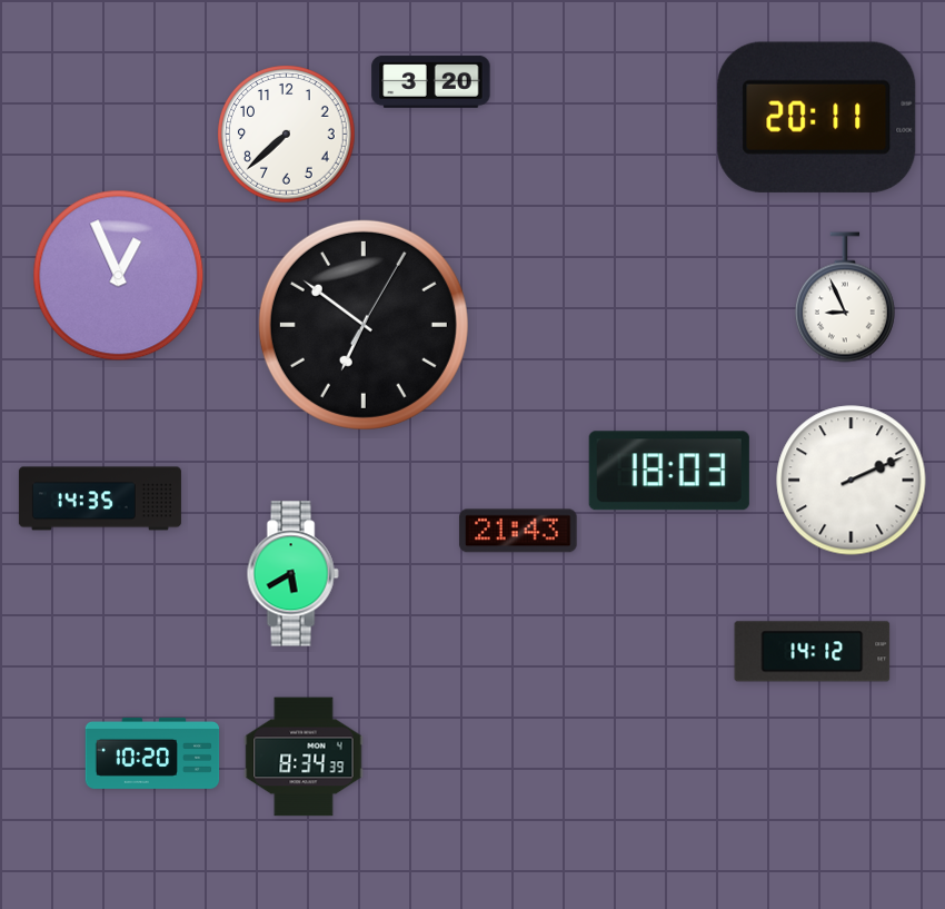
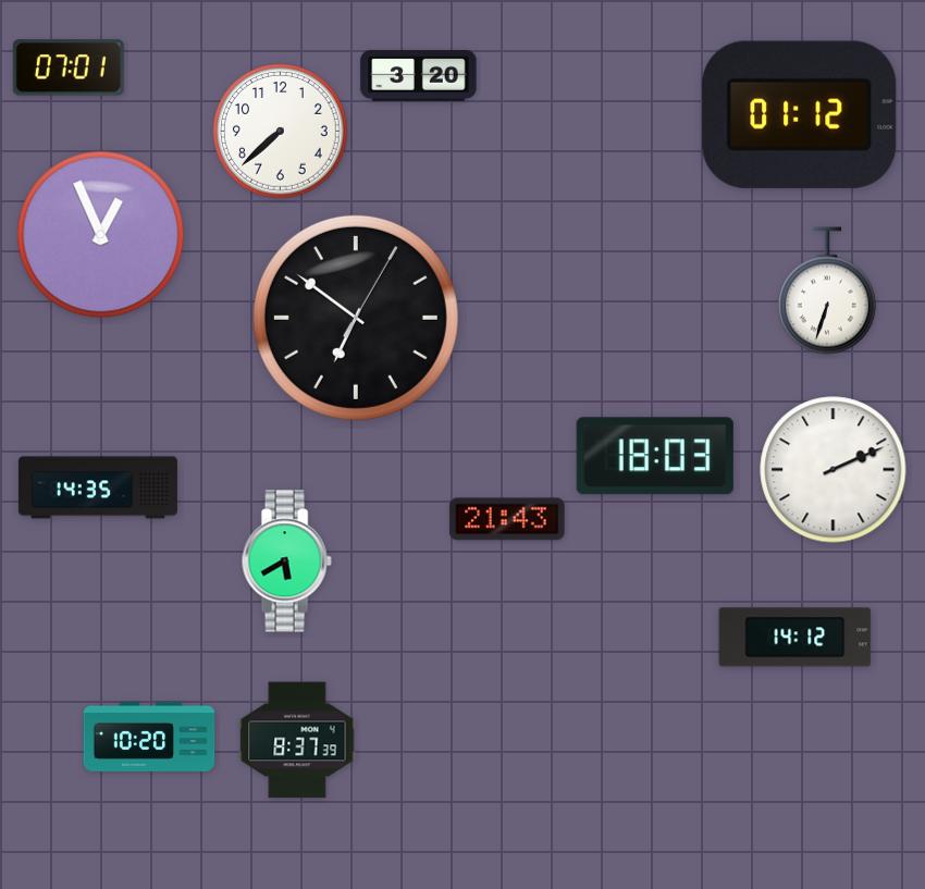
clock at (69, 67): none -> 07:01
clock at (431, 81) position: (431, 81) -> (419, 75)
clock at (817, 117): 20:11 -> 01:12
clock at (119, 276) position: (119, 276) -> (101, 235)
clock at (845, 297): 8:56 -> 6:33
clock at (669, 471) position: (669, 471) -> (655, 456)
clock at (304, 757): 8:34 -> 8:37
